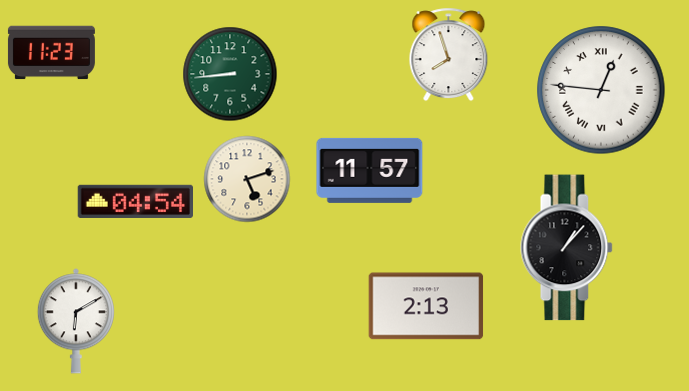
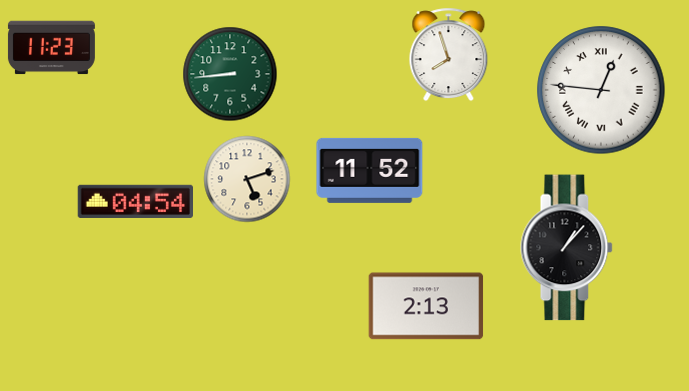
clock at (51, 53) position: (51, 53) -> (51, 48)
clock at (370, 170): 11:57 -> 11:52
clock at (76, 321): 6:10 -> none
